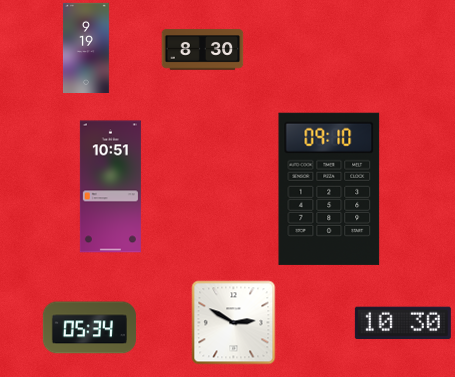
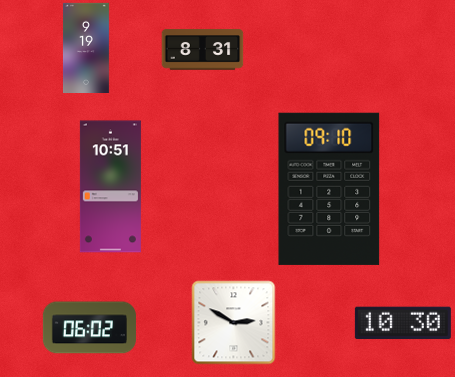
clock at (202, 50): 8:30 -> 8:31
clock at (89, 328): 05:34 -> 06:02
